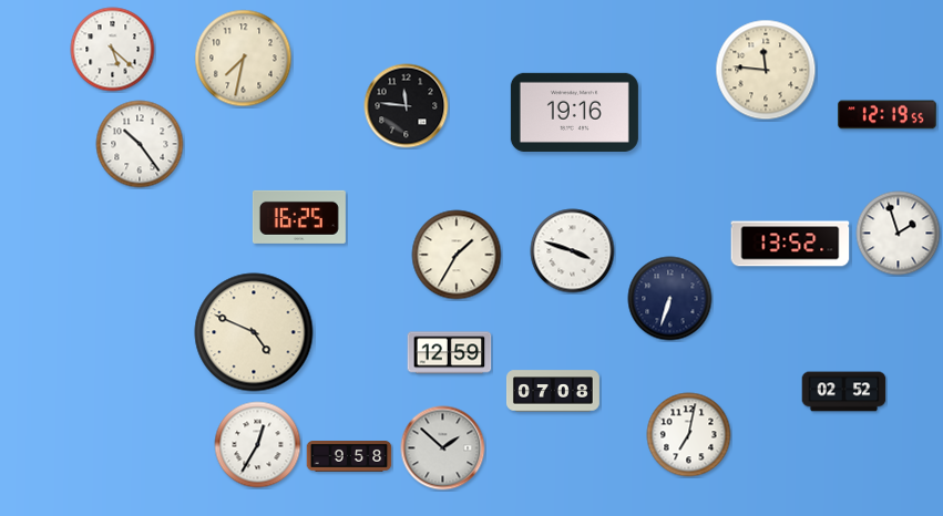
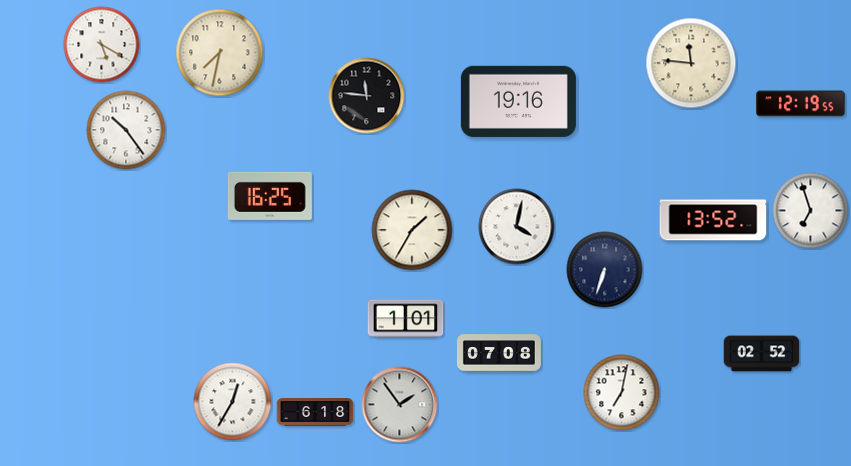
clock at (113, 50): 5:22 -> 5:20
clock at (899, 234): 1:57 -> 6:57
clock at (573, 251): 3:48 -> 4:02
clock at (254, 332): 4:49 -> none
clock at (450, 353): 12:59 -> 1:01
clock at (443, 448): 1:52 -> 1:54
clock at (349, 457): 9:58 -> 6:18
